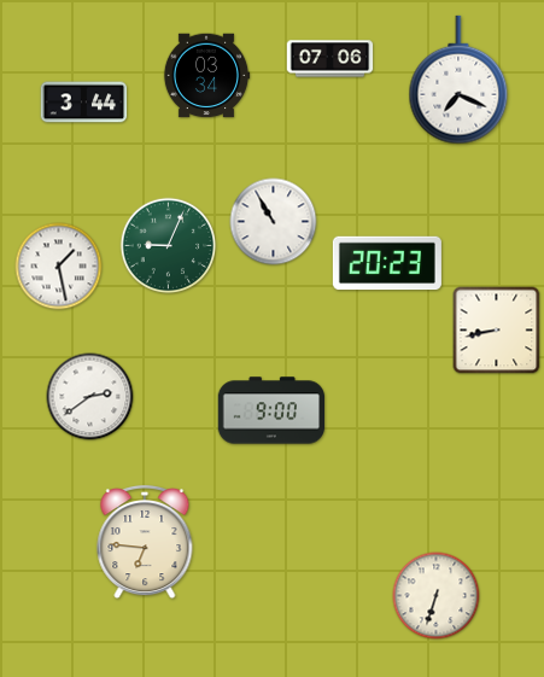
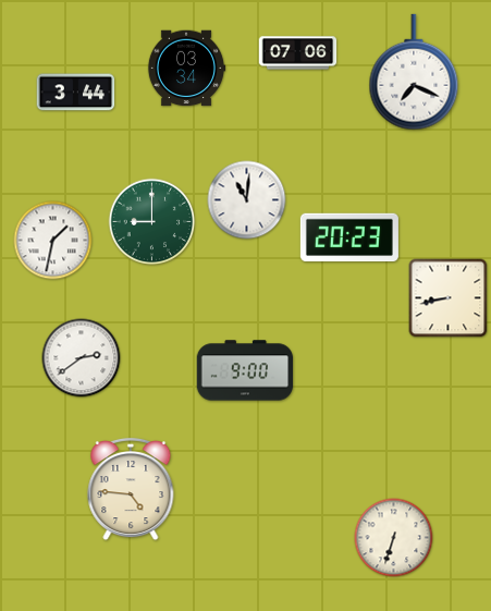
clock at (274, 222): 10:55 -> 11:01
clock at (169, 246): 9:04 -> 9:00
clock at (59, 267): 1:28 -> 1:32
clock at (145, 542): 6:46 -> 4:46
